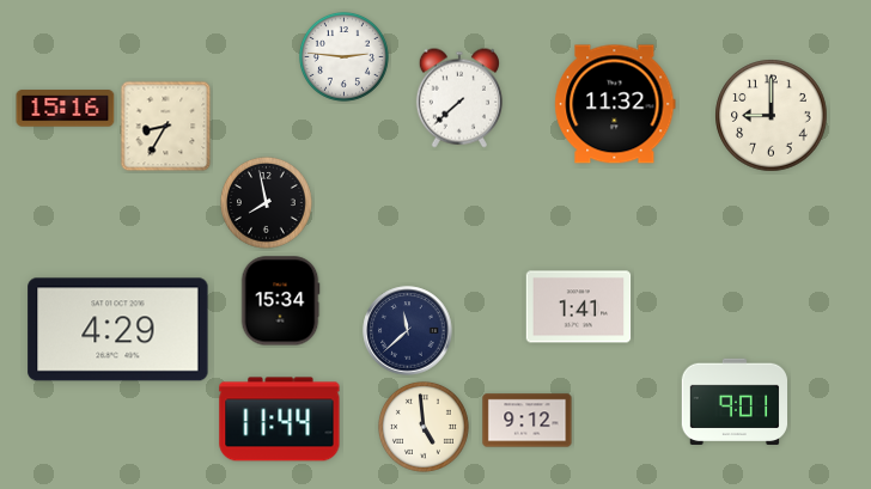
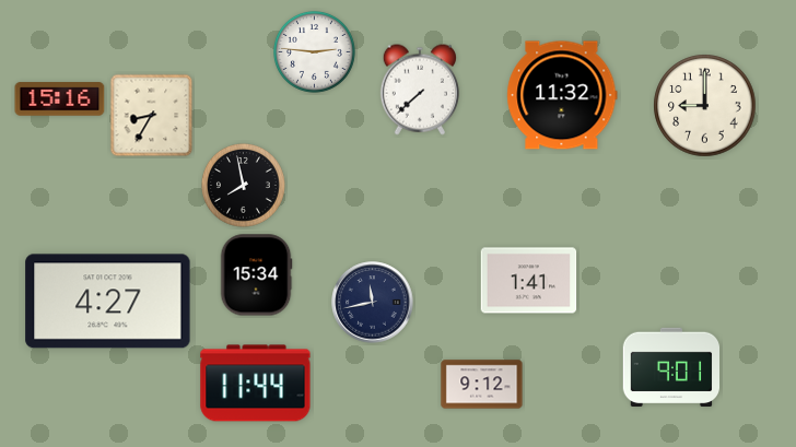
clock at (118, 330): 4:29 -> 4:27
clock at (408, 331): 11:38 -> 11:43
clock at (424, 427): 4:59 -> none
